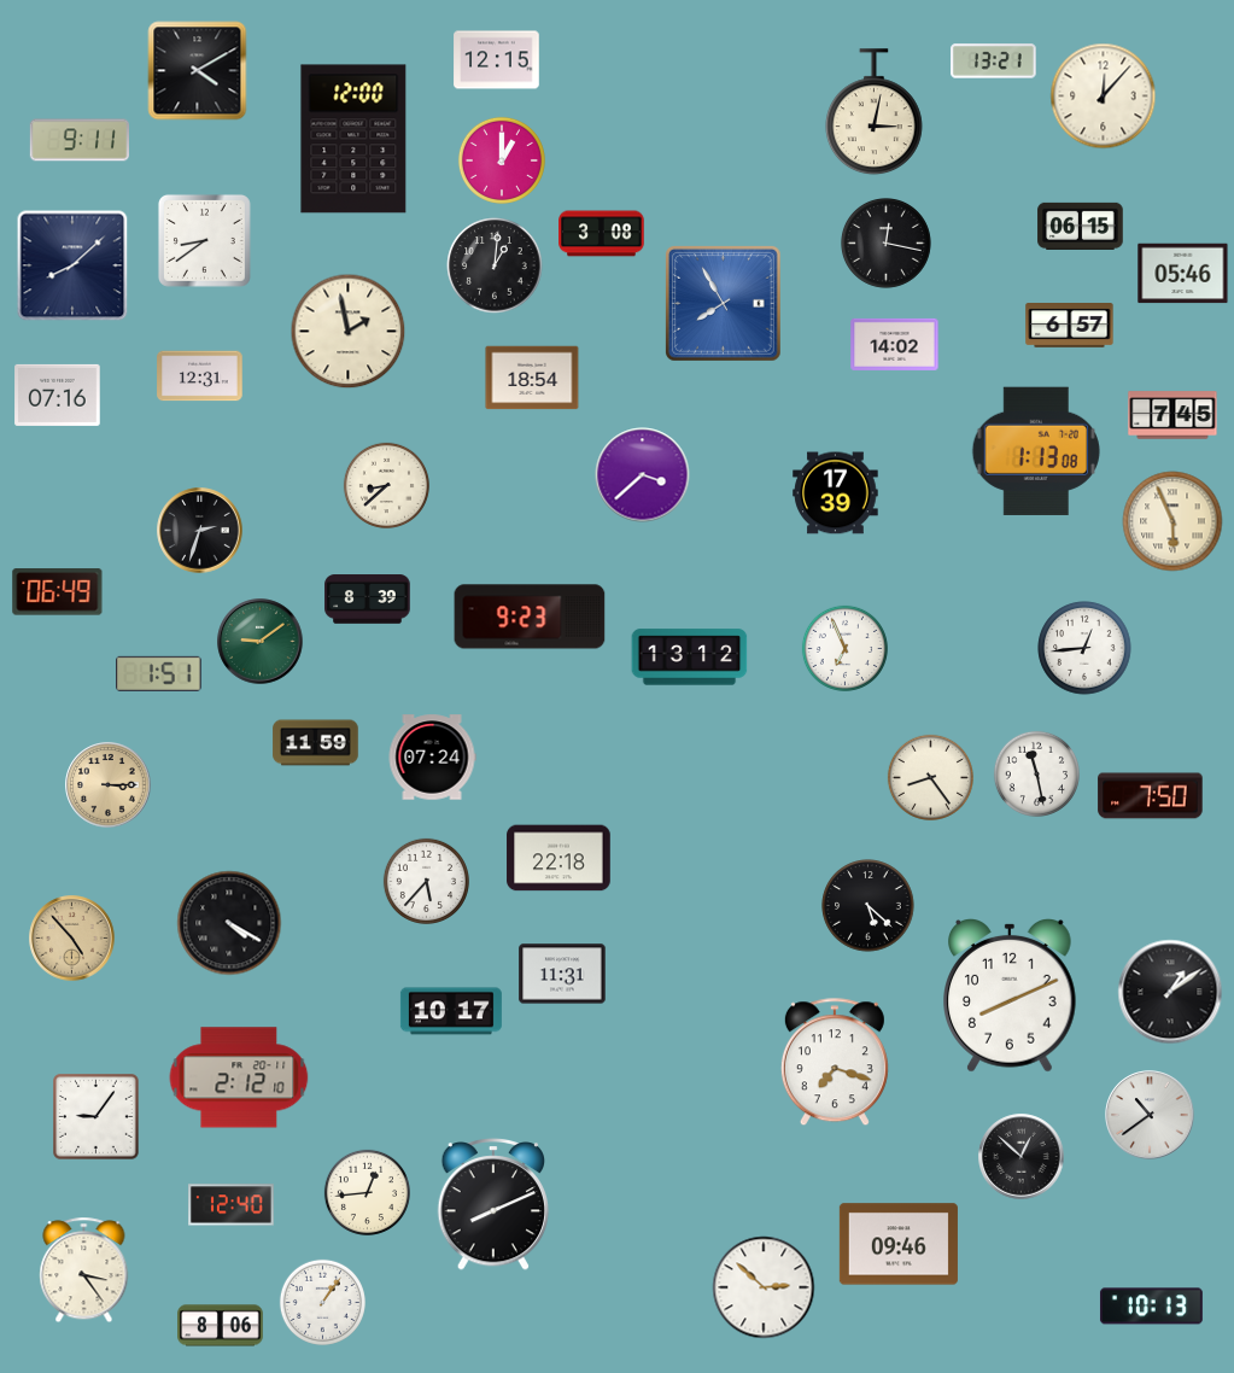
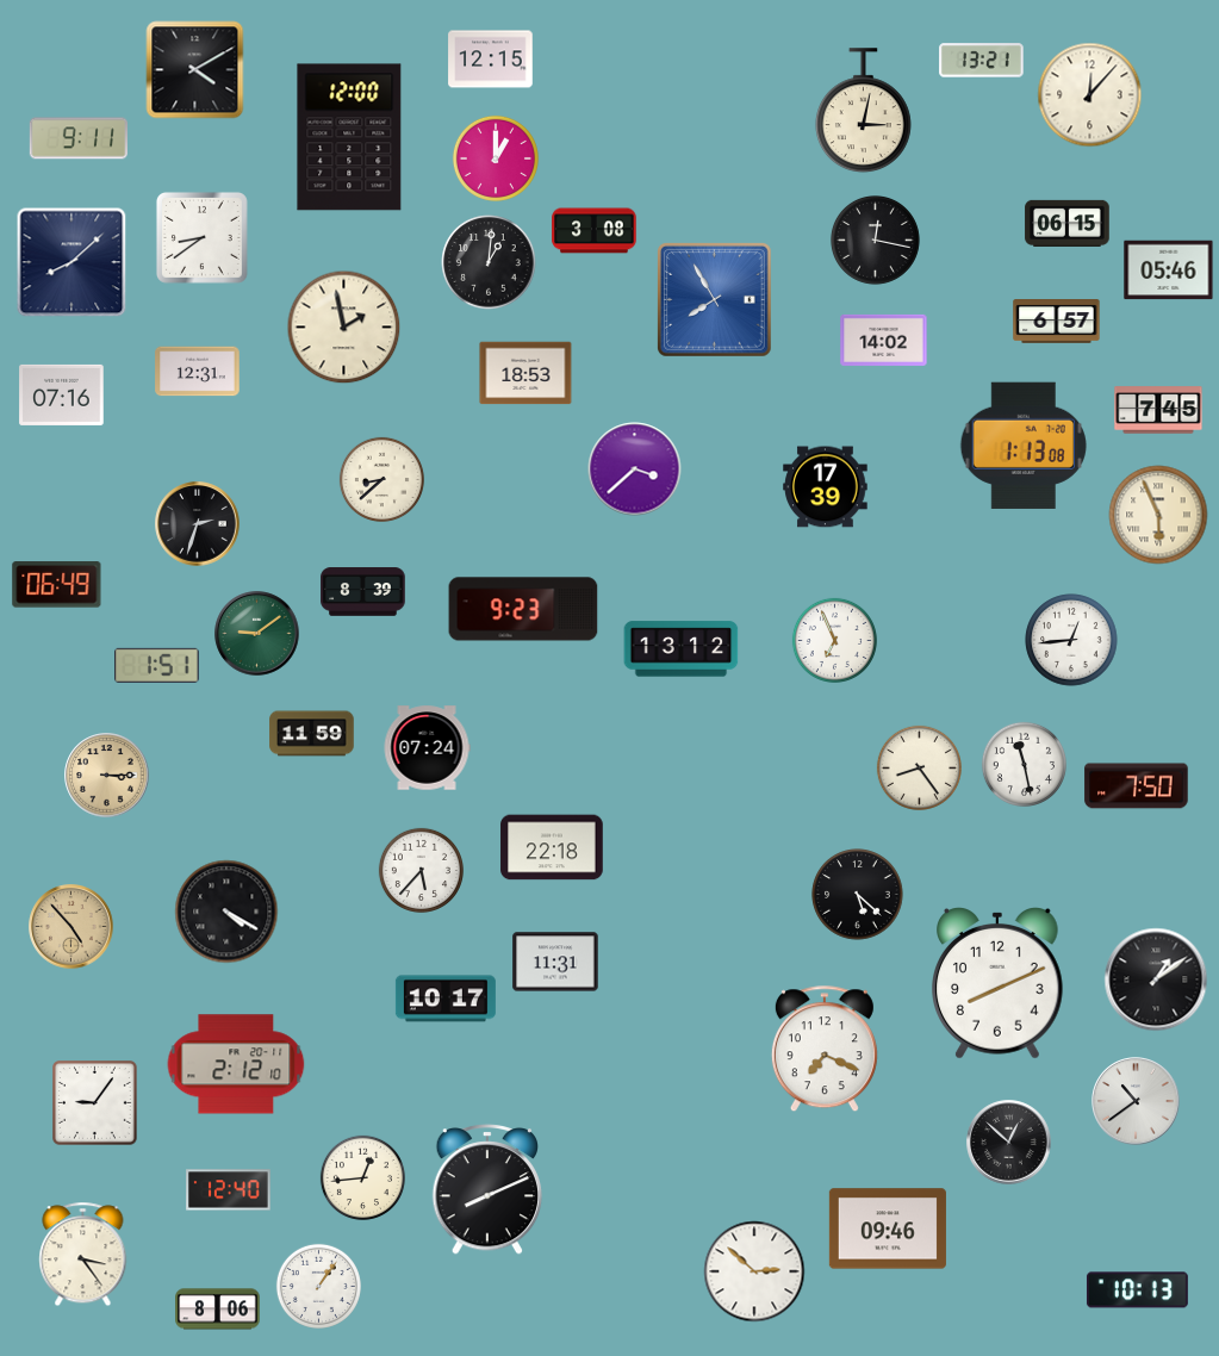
clock at (532, 378): 18:54 -> 18:53
clock at (58, 395) position: (58, 395) -> (62, 394)
clock at (835, 1063): 7:18 -> 7:19
